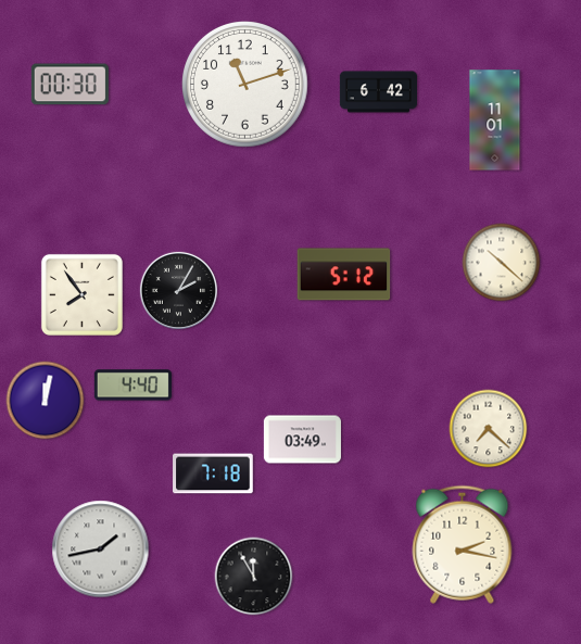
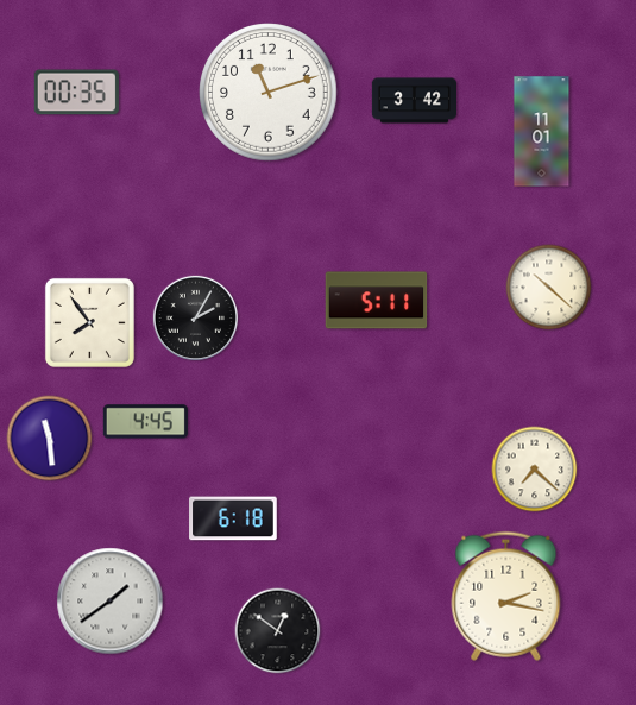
clock at (70, 85): 00:30 -> 00:35
clock at (378, 92): 6:42 -> 3:42
clock at (344, 275): 5:12 -> 5:11
clock at (132, 386): 4:40 -> 4:45
clock at (46, 401): 12:02 -> 11:29
clock at (302, 440): 03:49 -> none
clock at (213, 473): 7:18 -> 6:18
clock at (101, 550): 1:43 -> 1:39
clock at (254, 577): 11:55 -> 12:51
